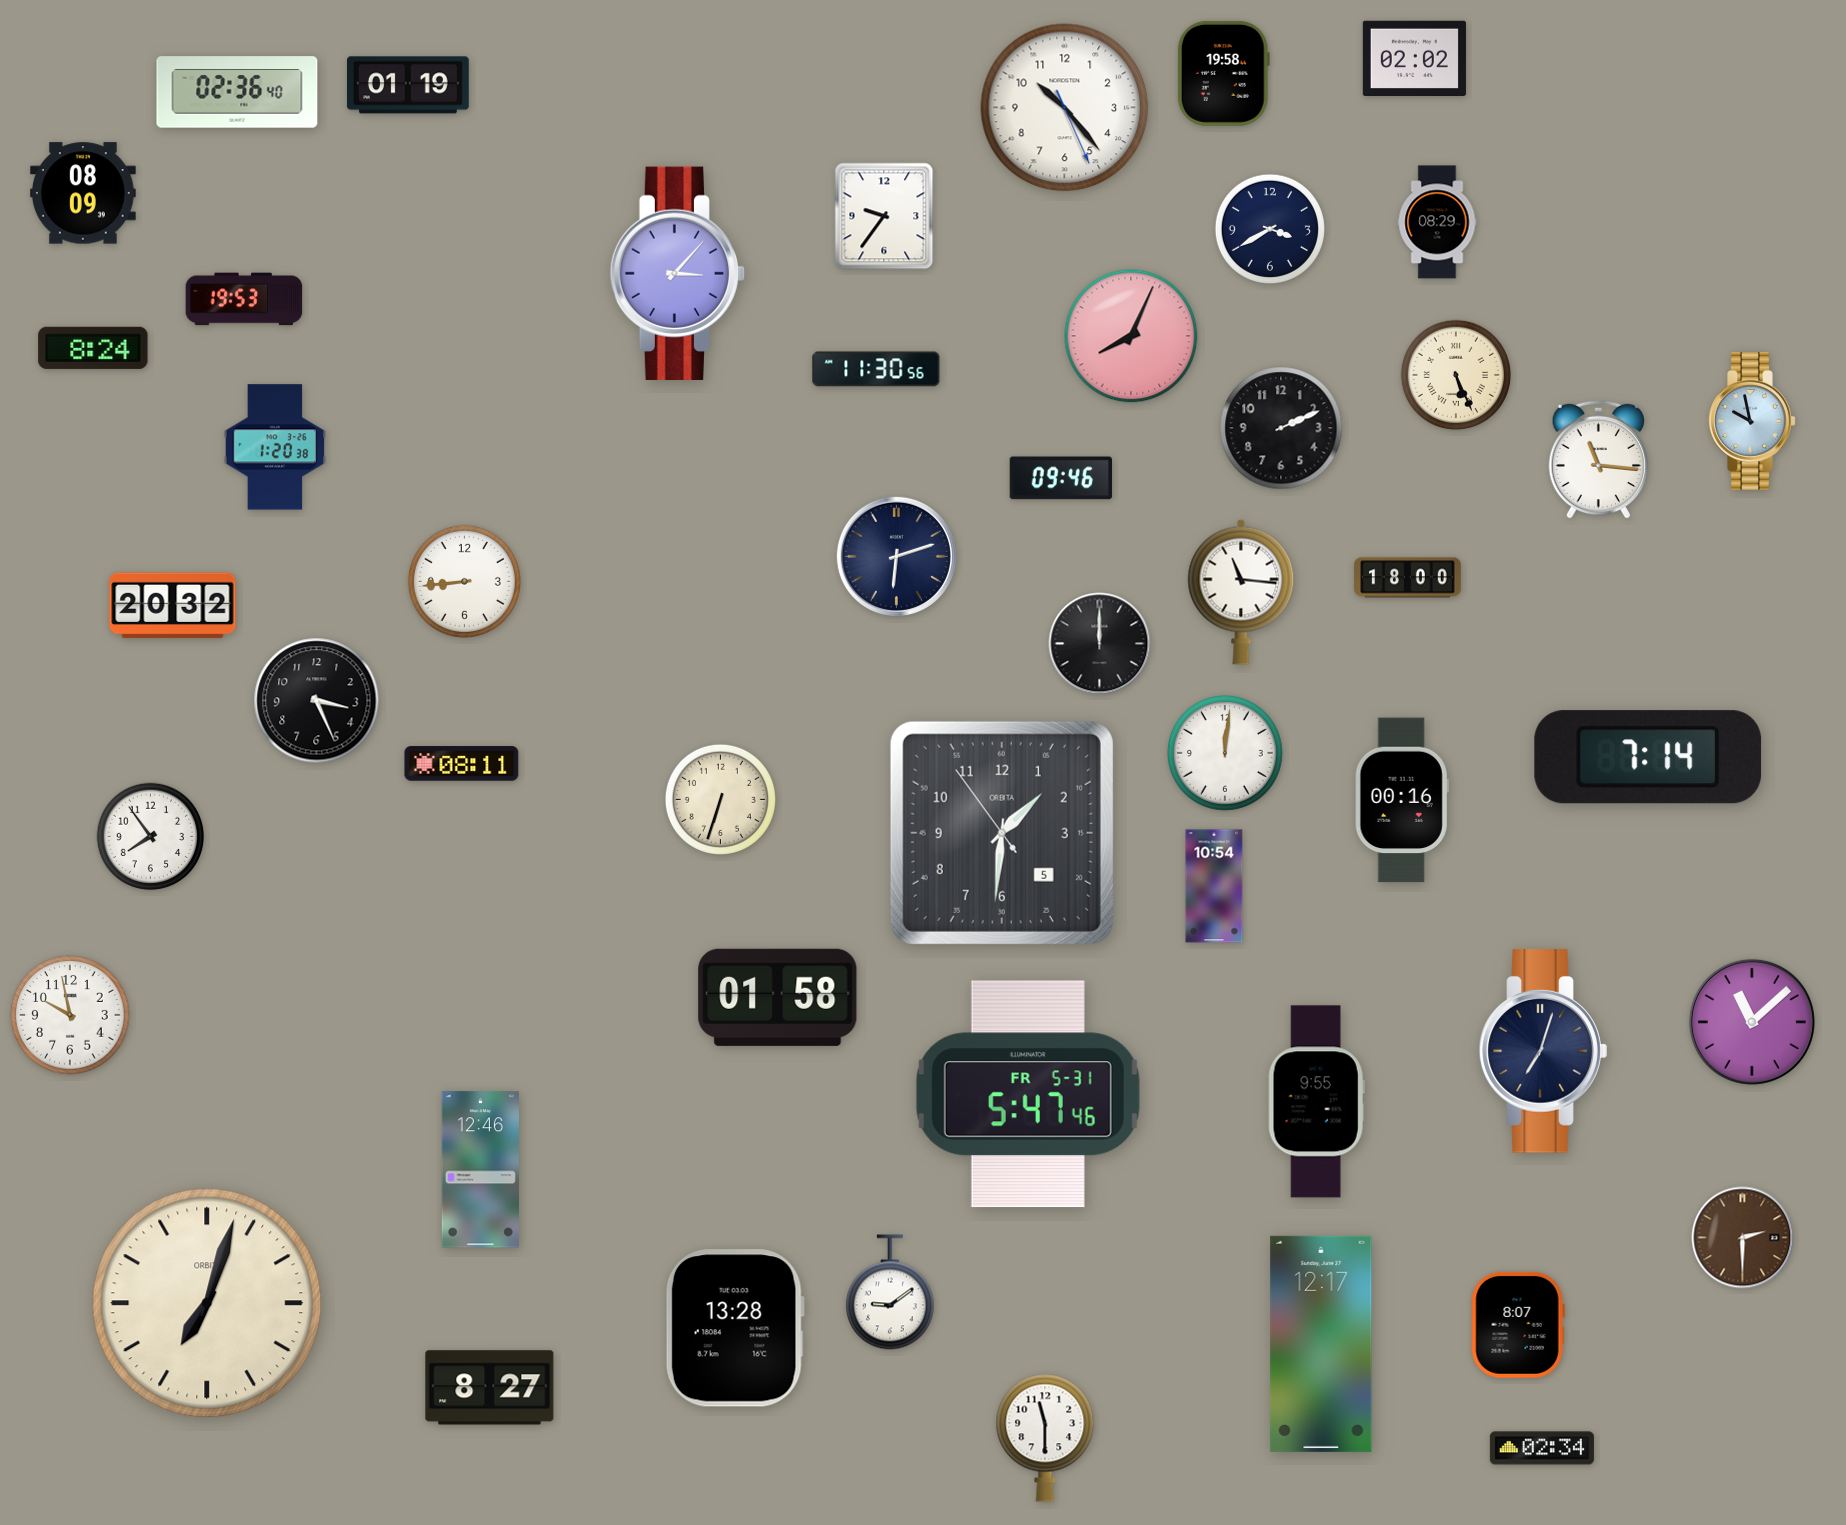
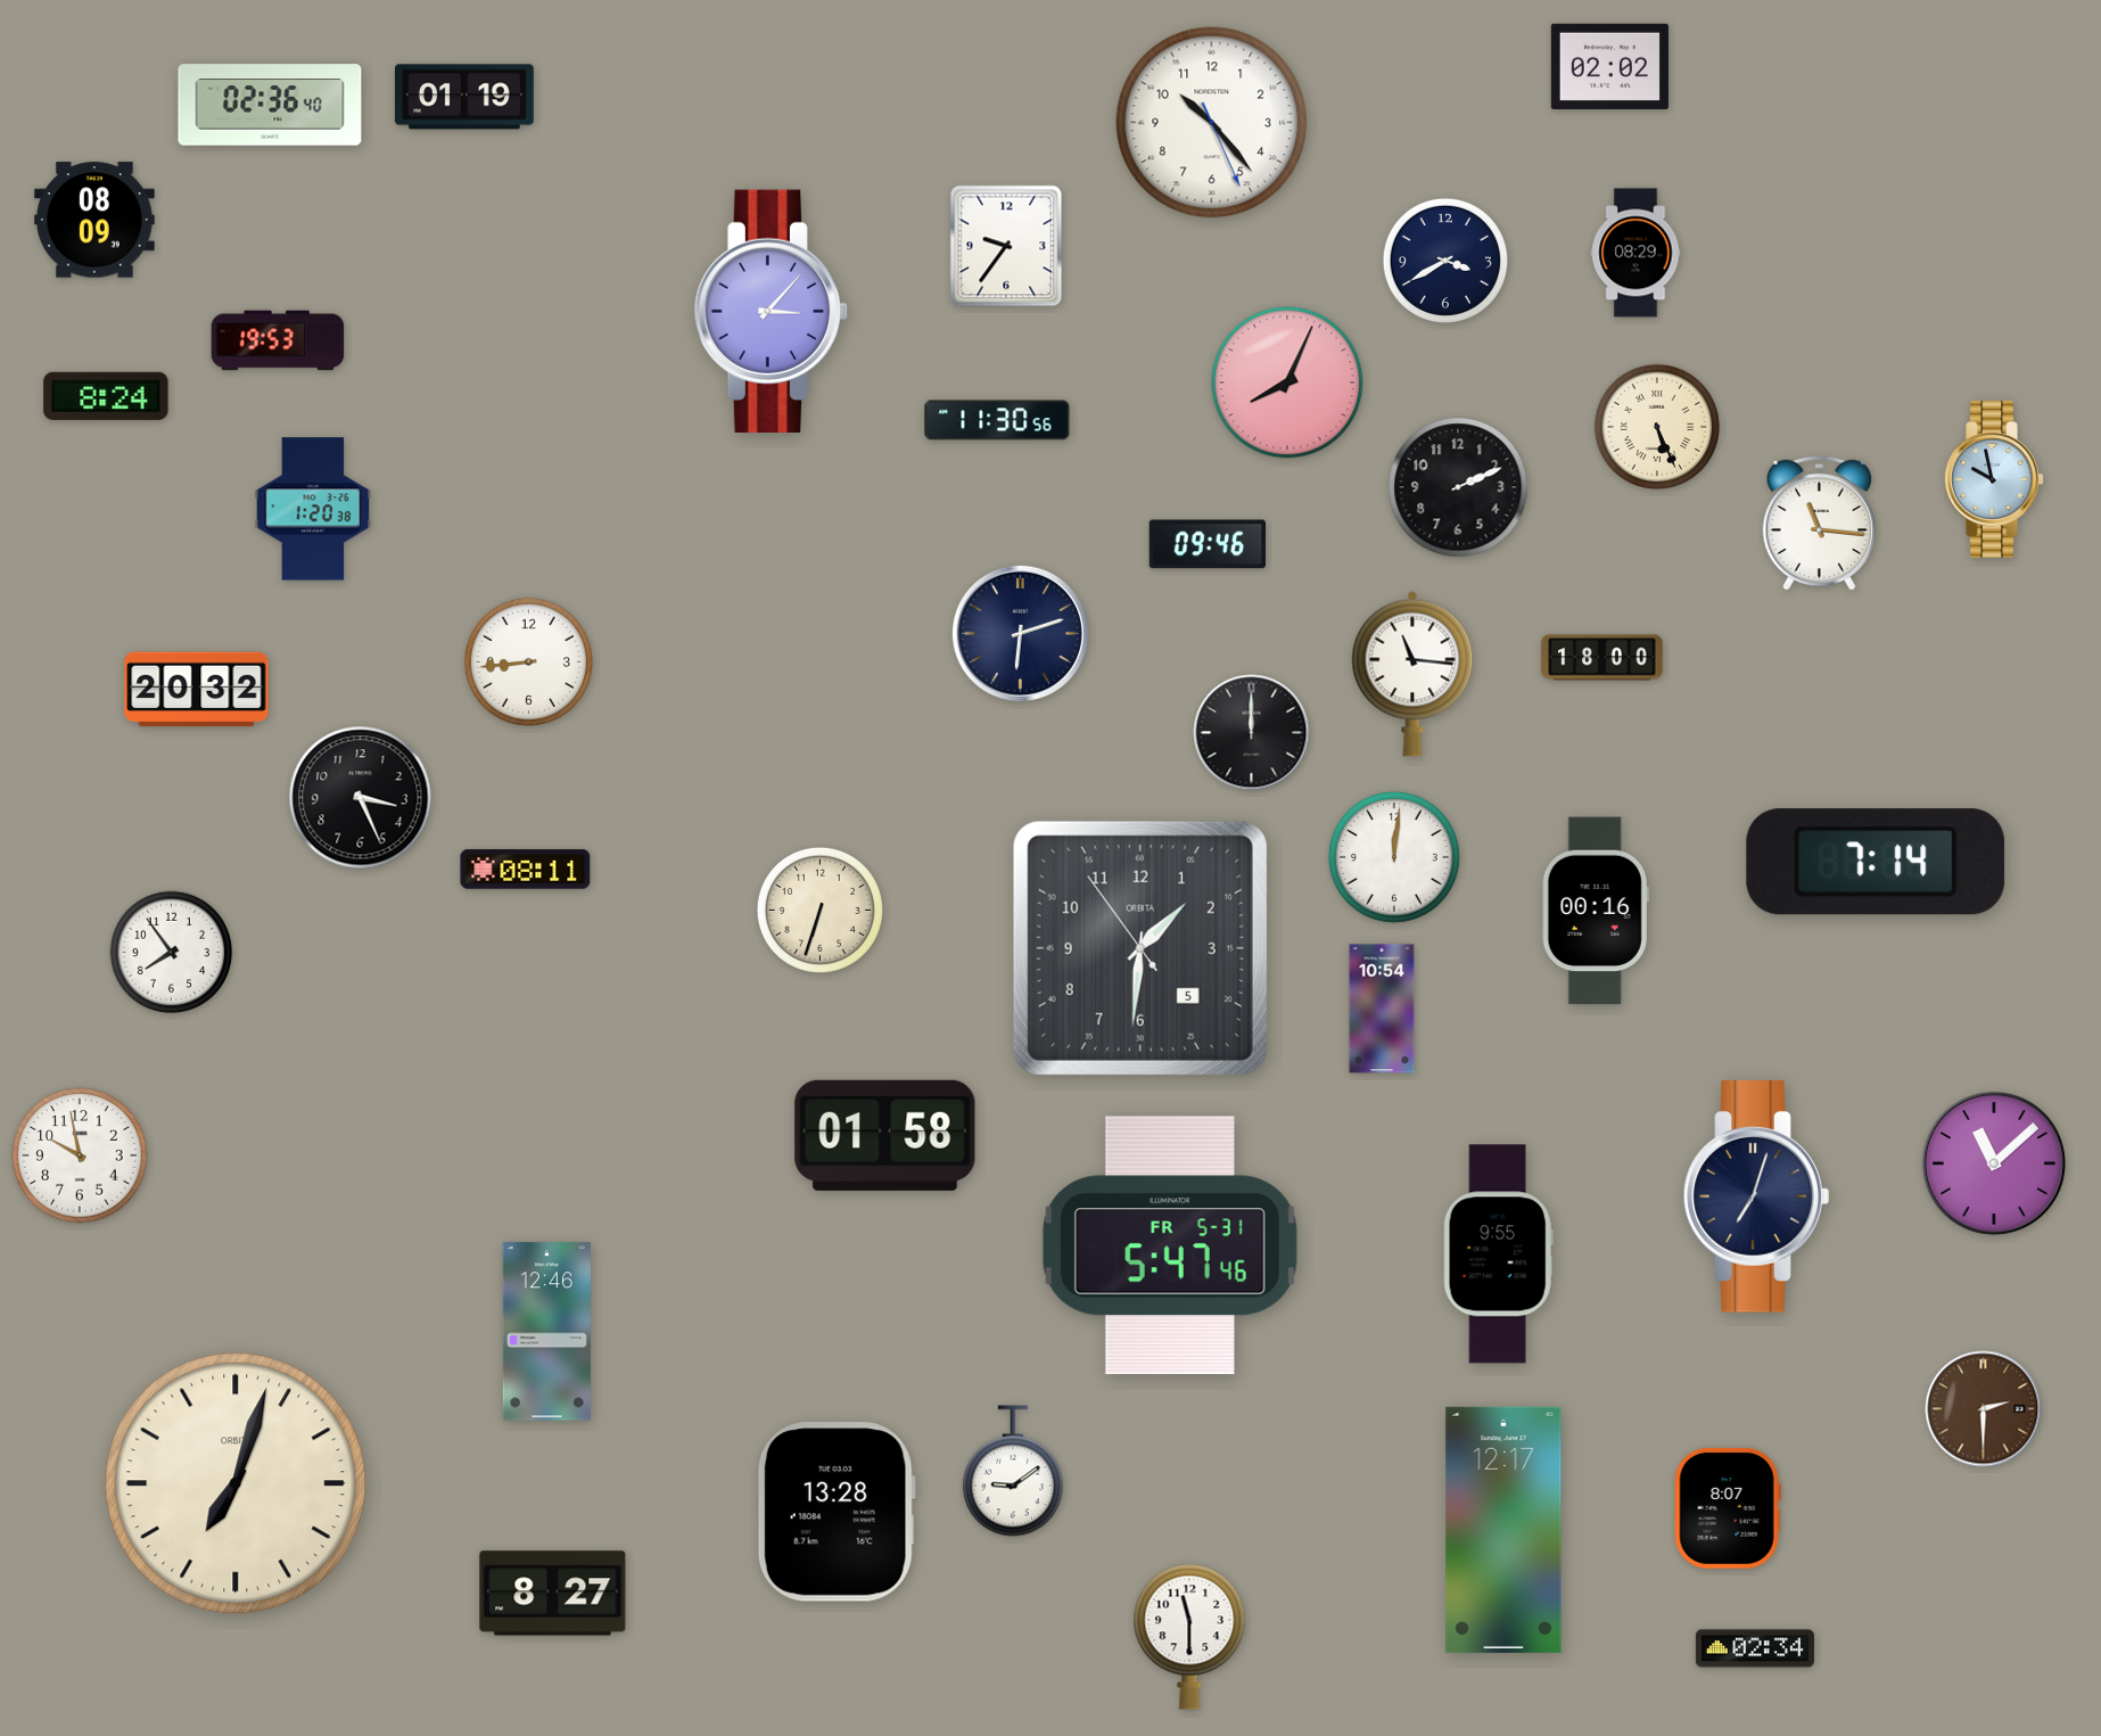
clock at (1223, 73): 19:58 -> none
clock at (490, 1388) position: (490, 1388) -> (553, 1594)
